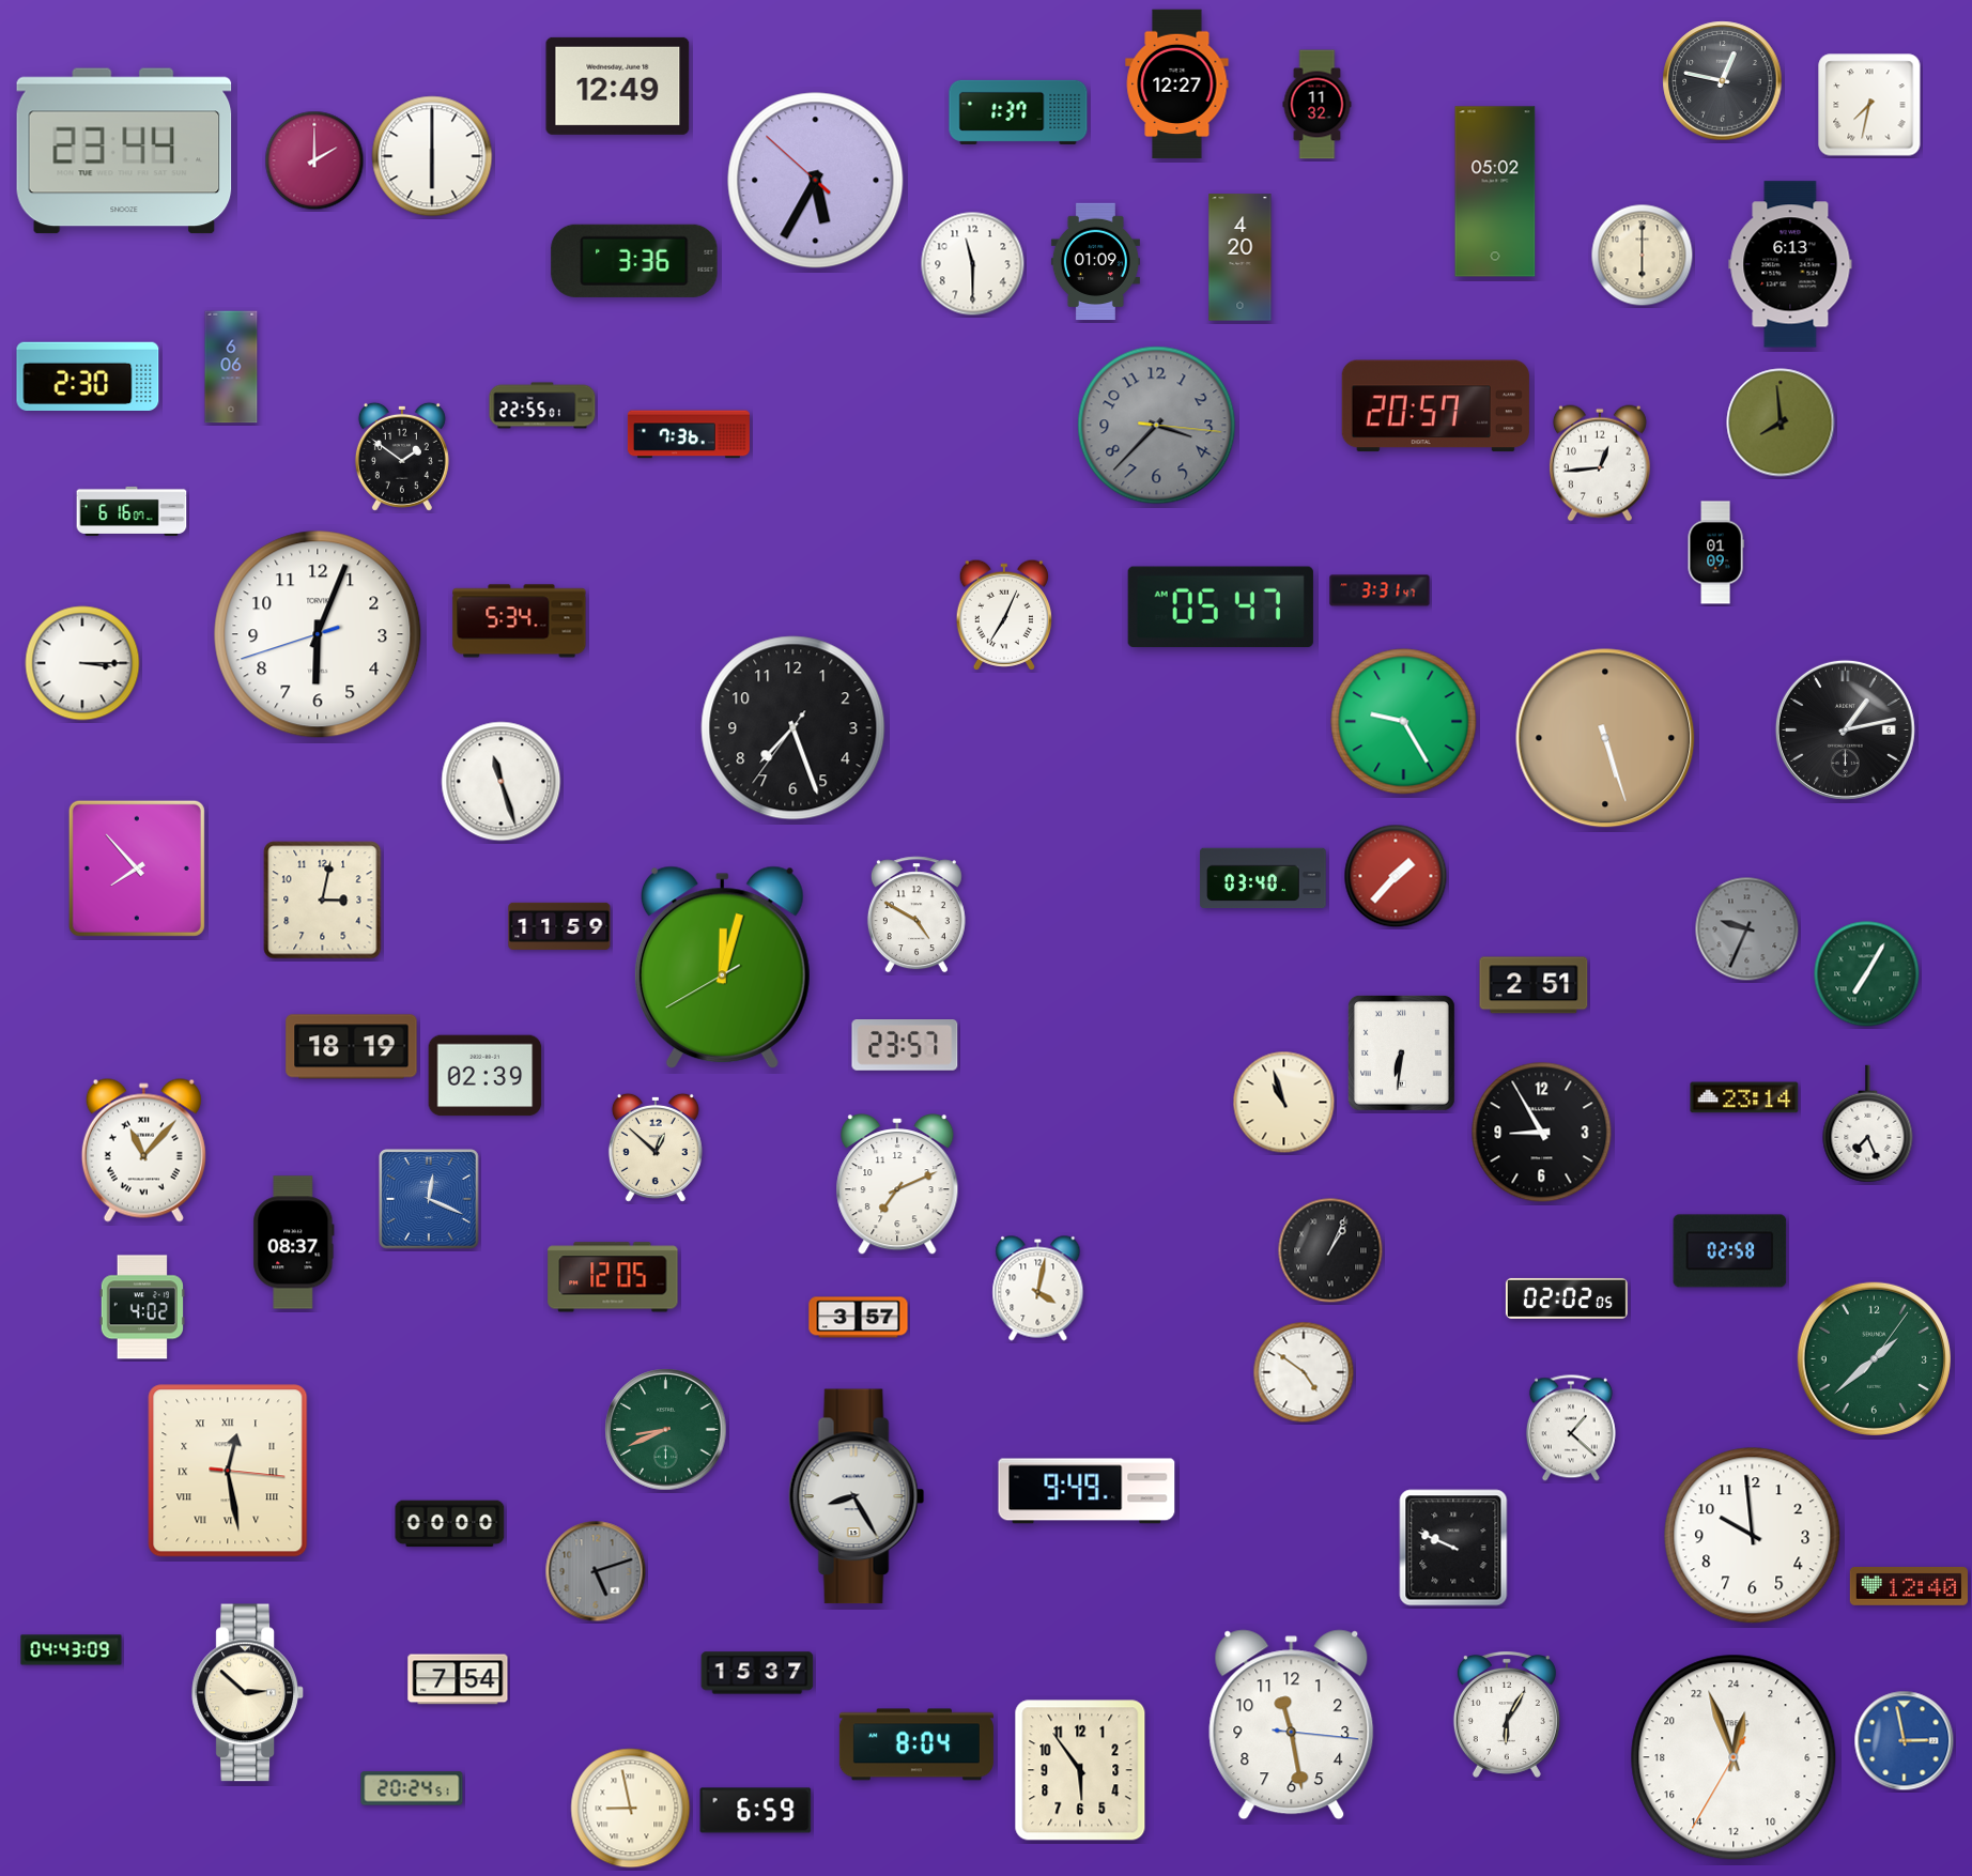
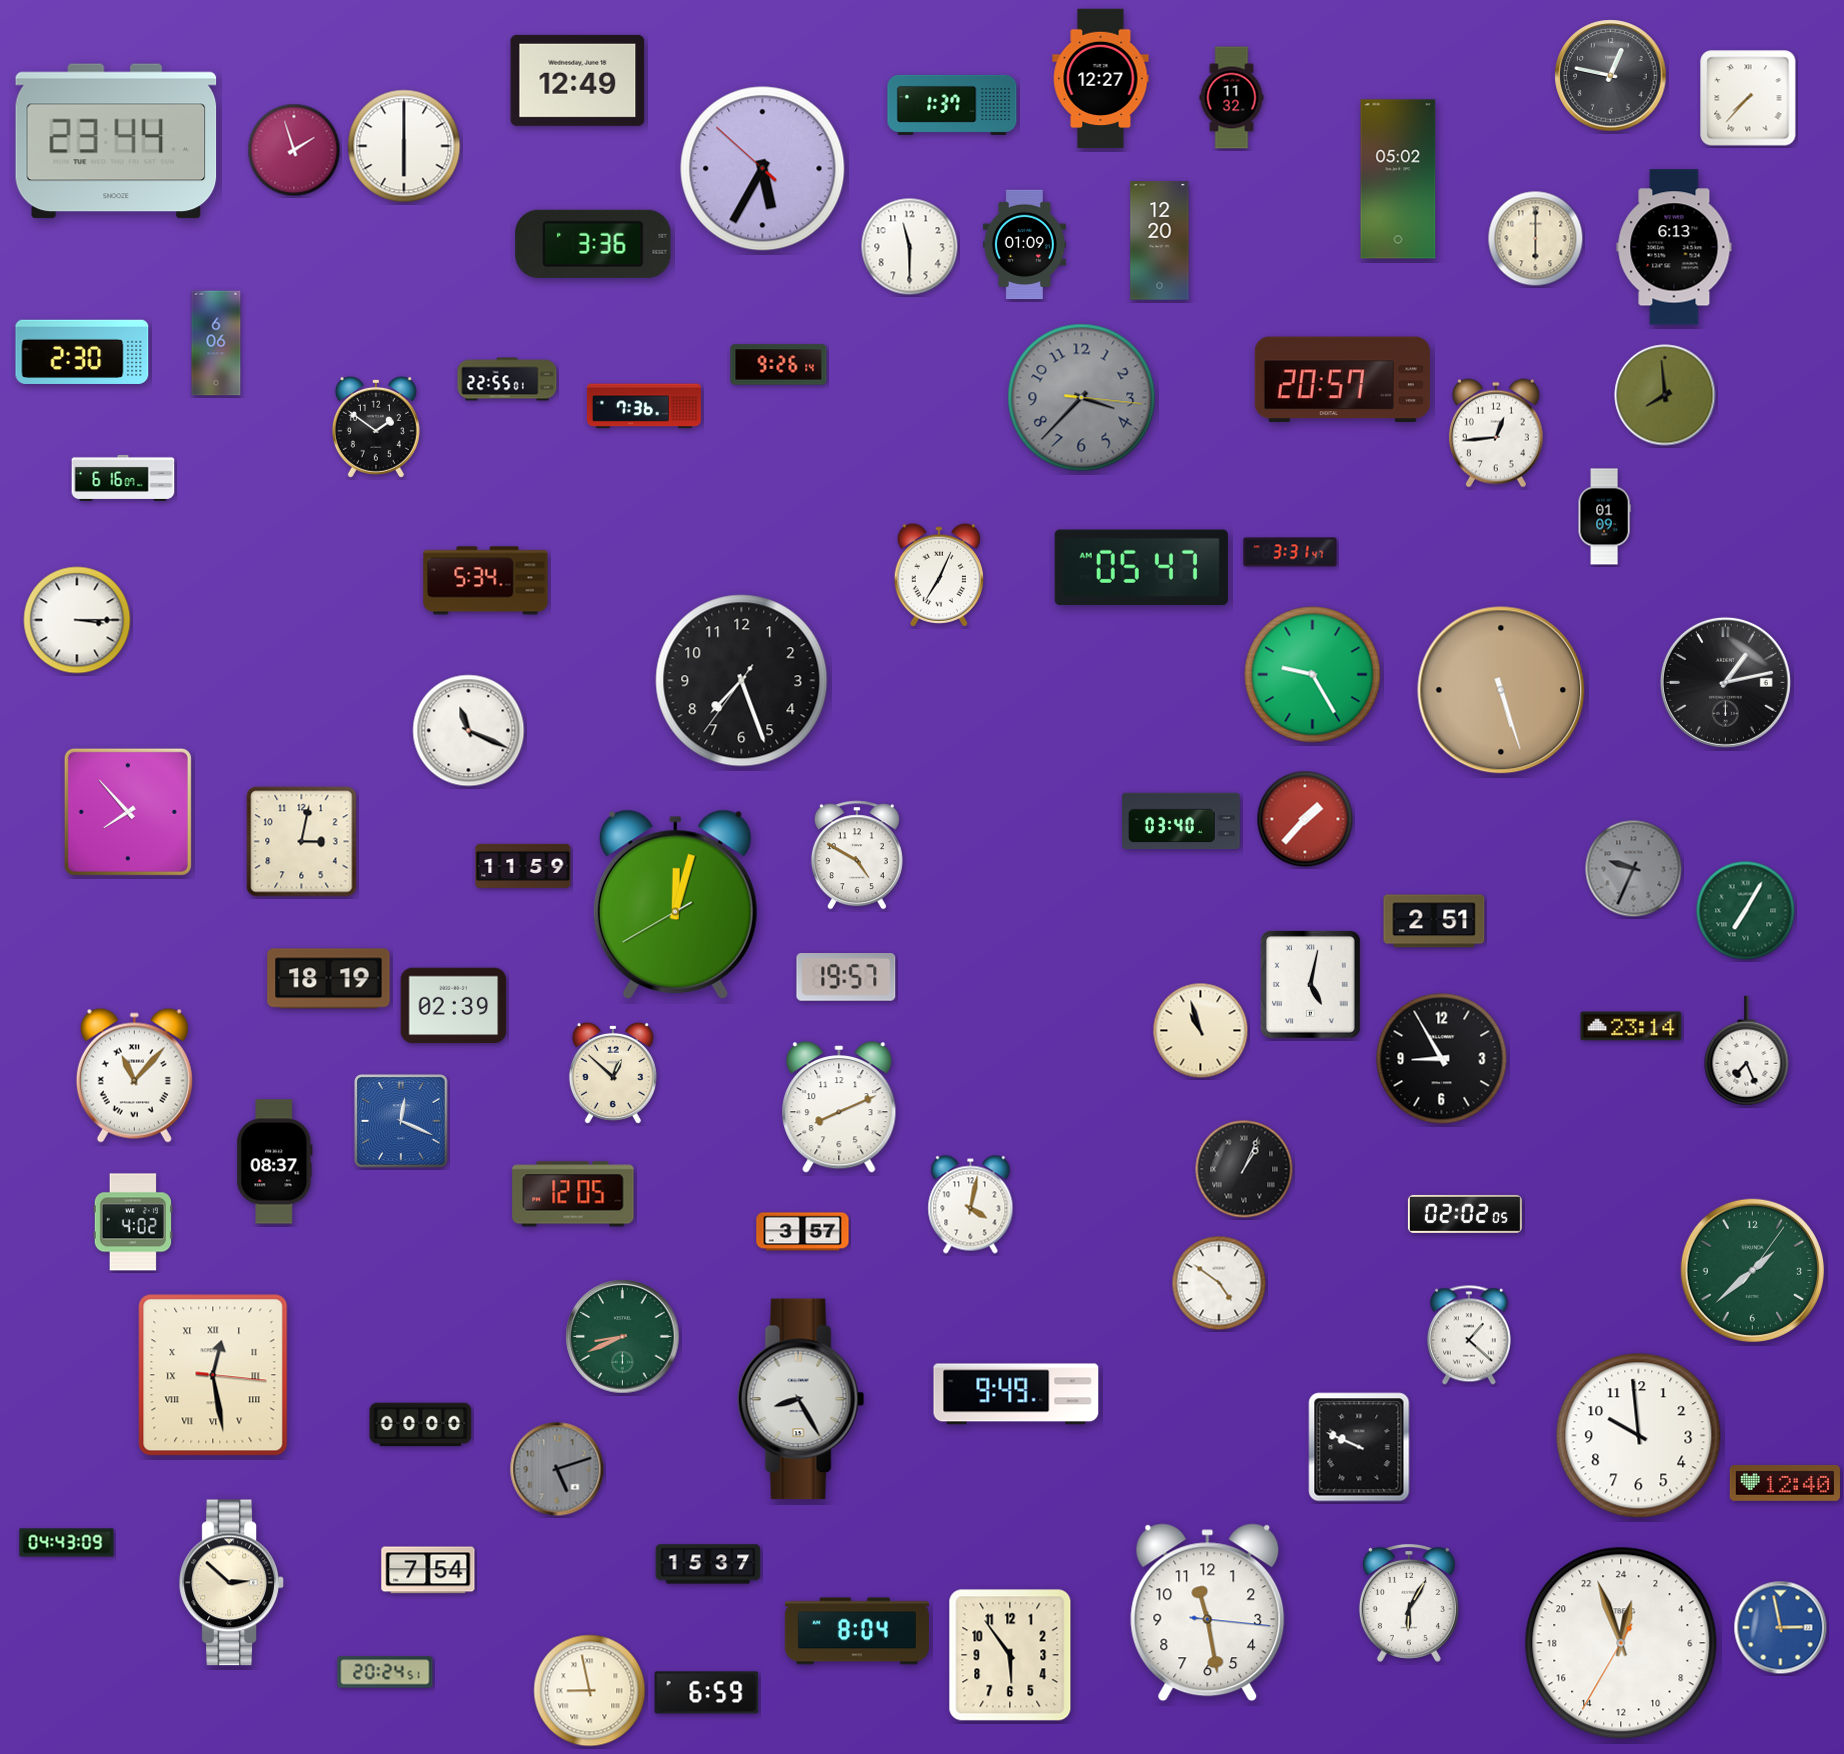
clock at (1869, 105): 7:32 -> 7:37
clock at (314, 160): 2:00 -> 1:57
clock at (1241, 258): 4:20 -> 12:20
clock at (779, 365): none -> 9:26
clock at (318, 634): 6:03 -> none
clock at (502, 782): 11:27 -> 11:19
clock at (905, 1046): 23:57 -> 19:57
clock at (1401, 1054): 6:31 -> 5:02
clock at (897, 1185): 7:11 -> 8:11
clock at (1730, 1251): 02:58 -> none
